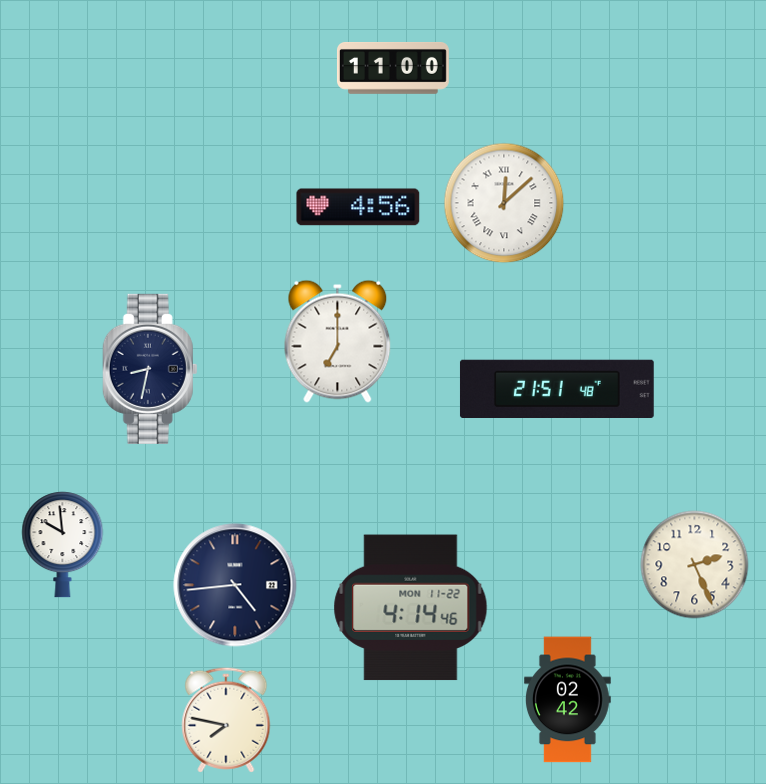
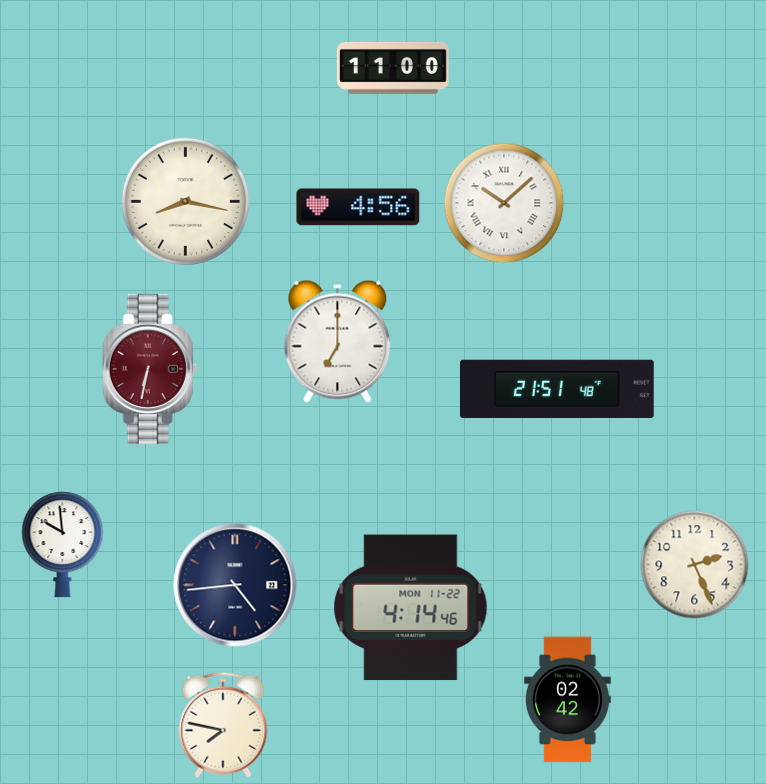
clock at (185, 201): none -> 8:17
clock at (504, 203): 12:08 -> 10:08
clock at (150, 369): 8:32 -> 6:32
clock at (150, 369) dial: navy -> burgundy
clock at (226, 720) position: (226, 720) -> (223, 725)
